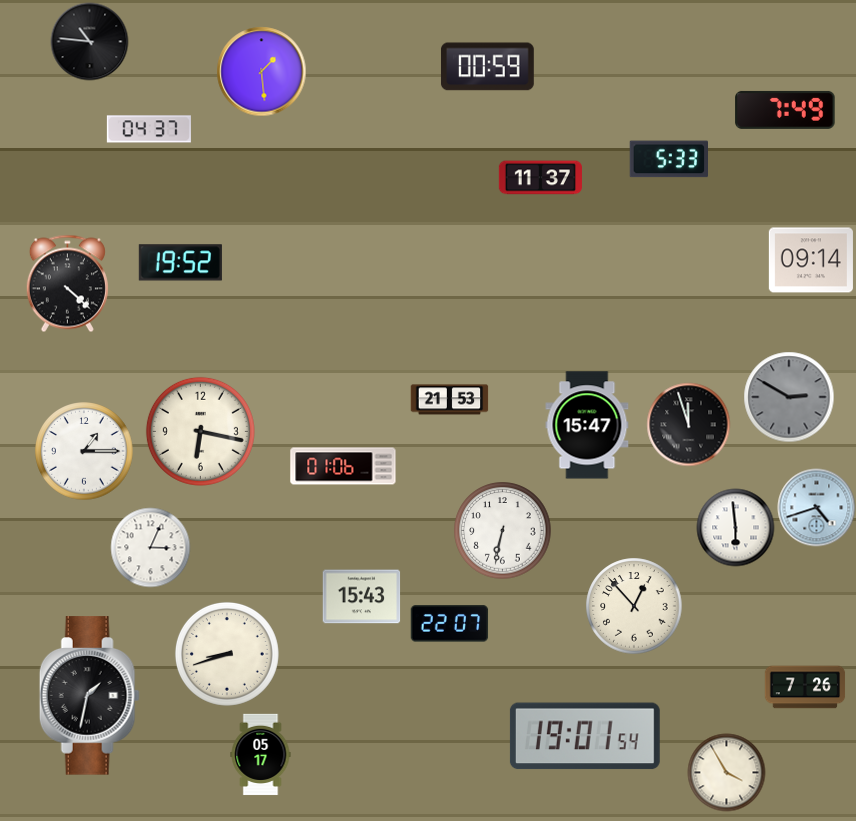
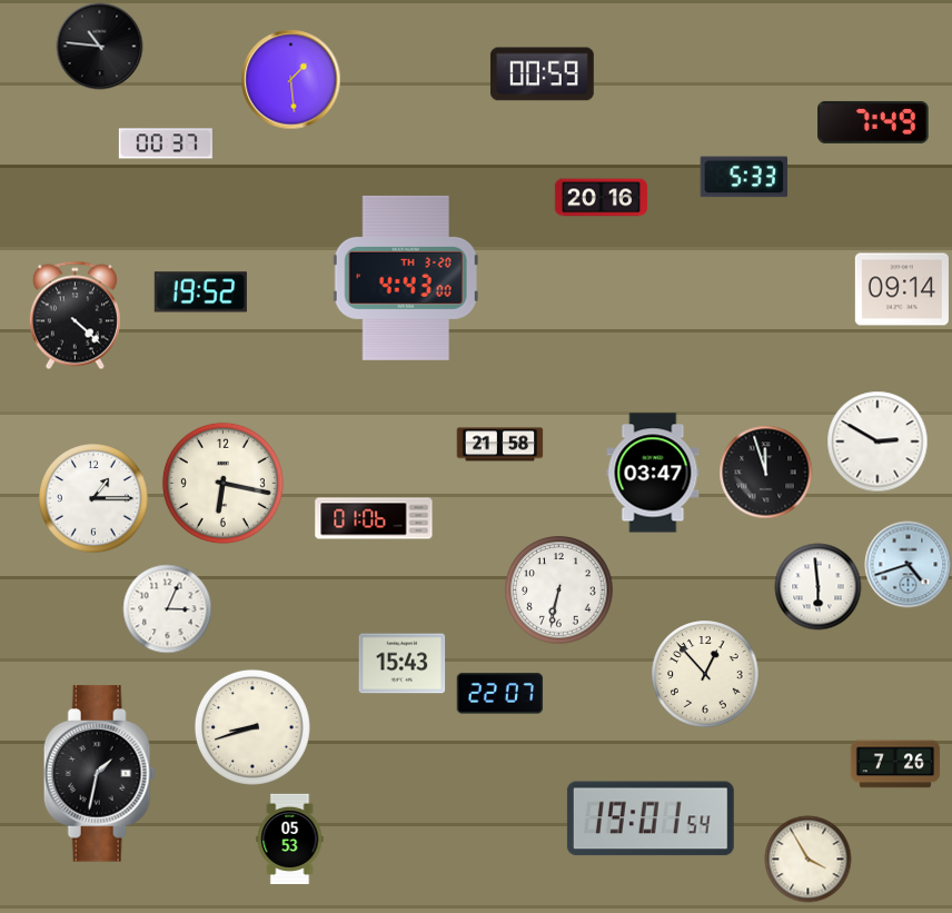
clock at (149, 129): 04:37 -> 00:37
clock at (540, 178): 11:37 -> 20:16
clock at (406, 278): none -> 4:43
clock at (789, 397) dial: grey -> white
clock at (449, 400): 21:53 -> 21:58
clock at (587, 425): 15:47 -> 03:47
clock at (200, 431) position: (200, 431) -> (222, 483)
clock at (84, 451) position: (84, 451) -> (93, 498)
clock at (343, 466) position: (343, 466) -> (374, 518)
clock at (261, 754): 05:17 -> 05:53
